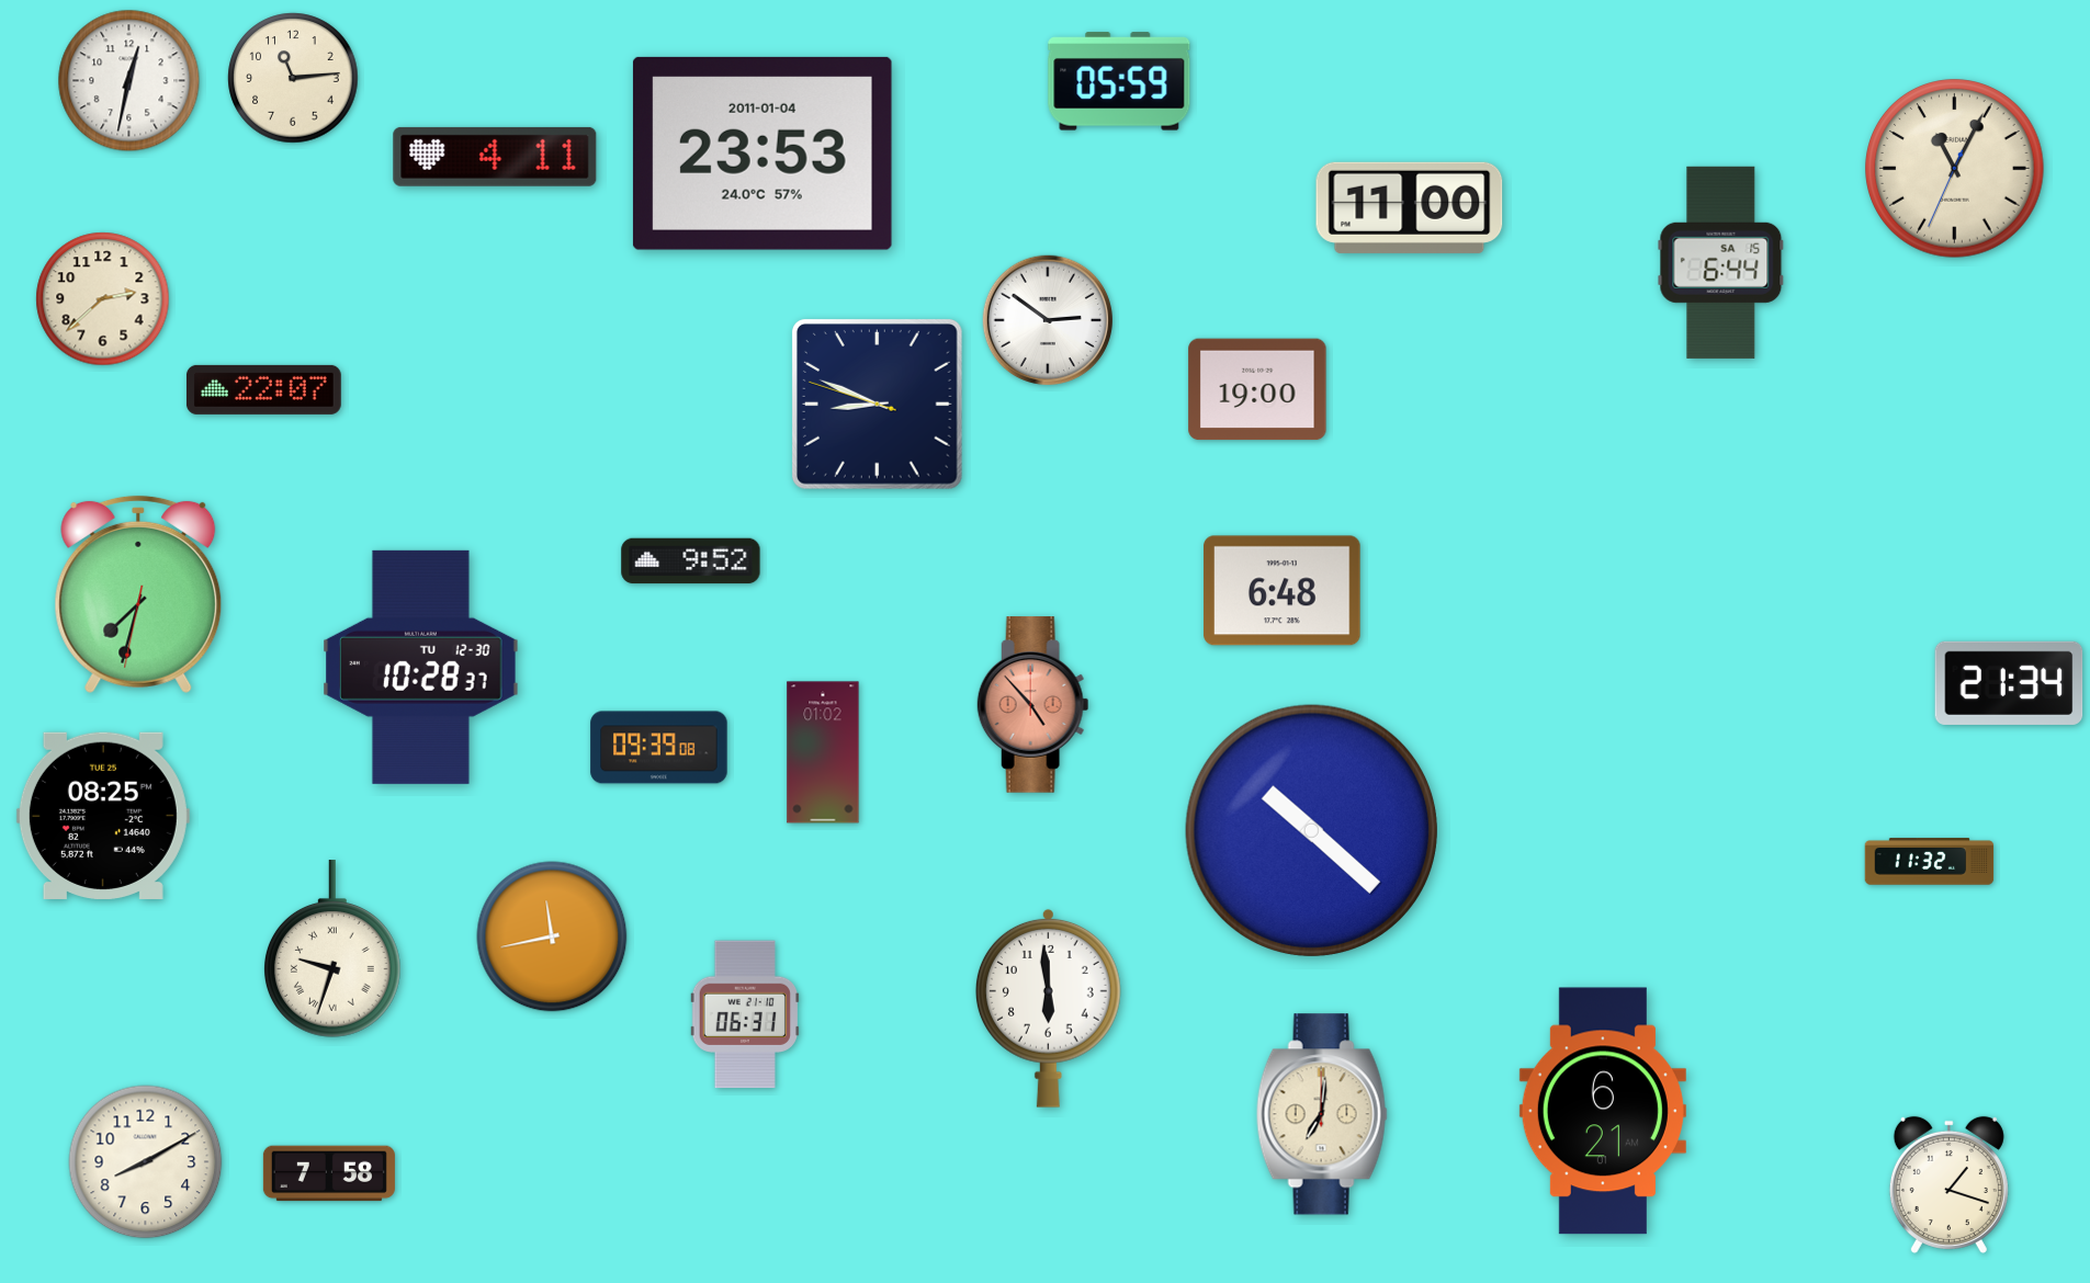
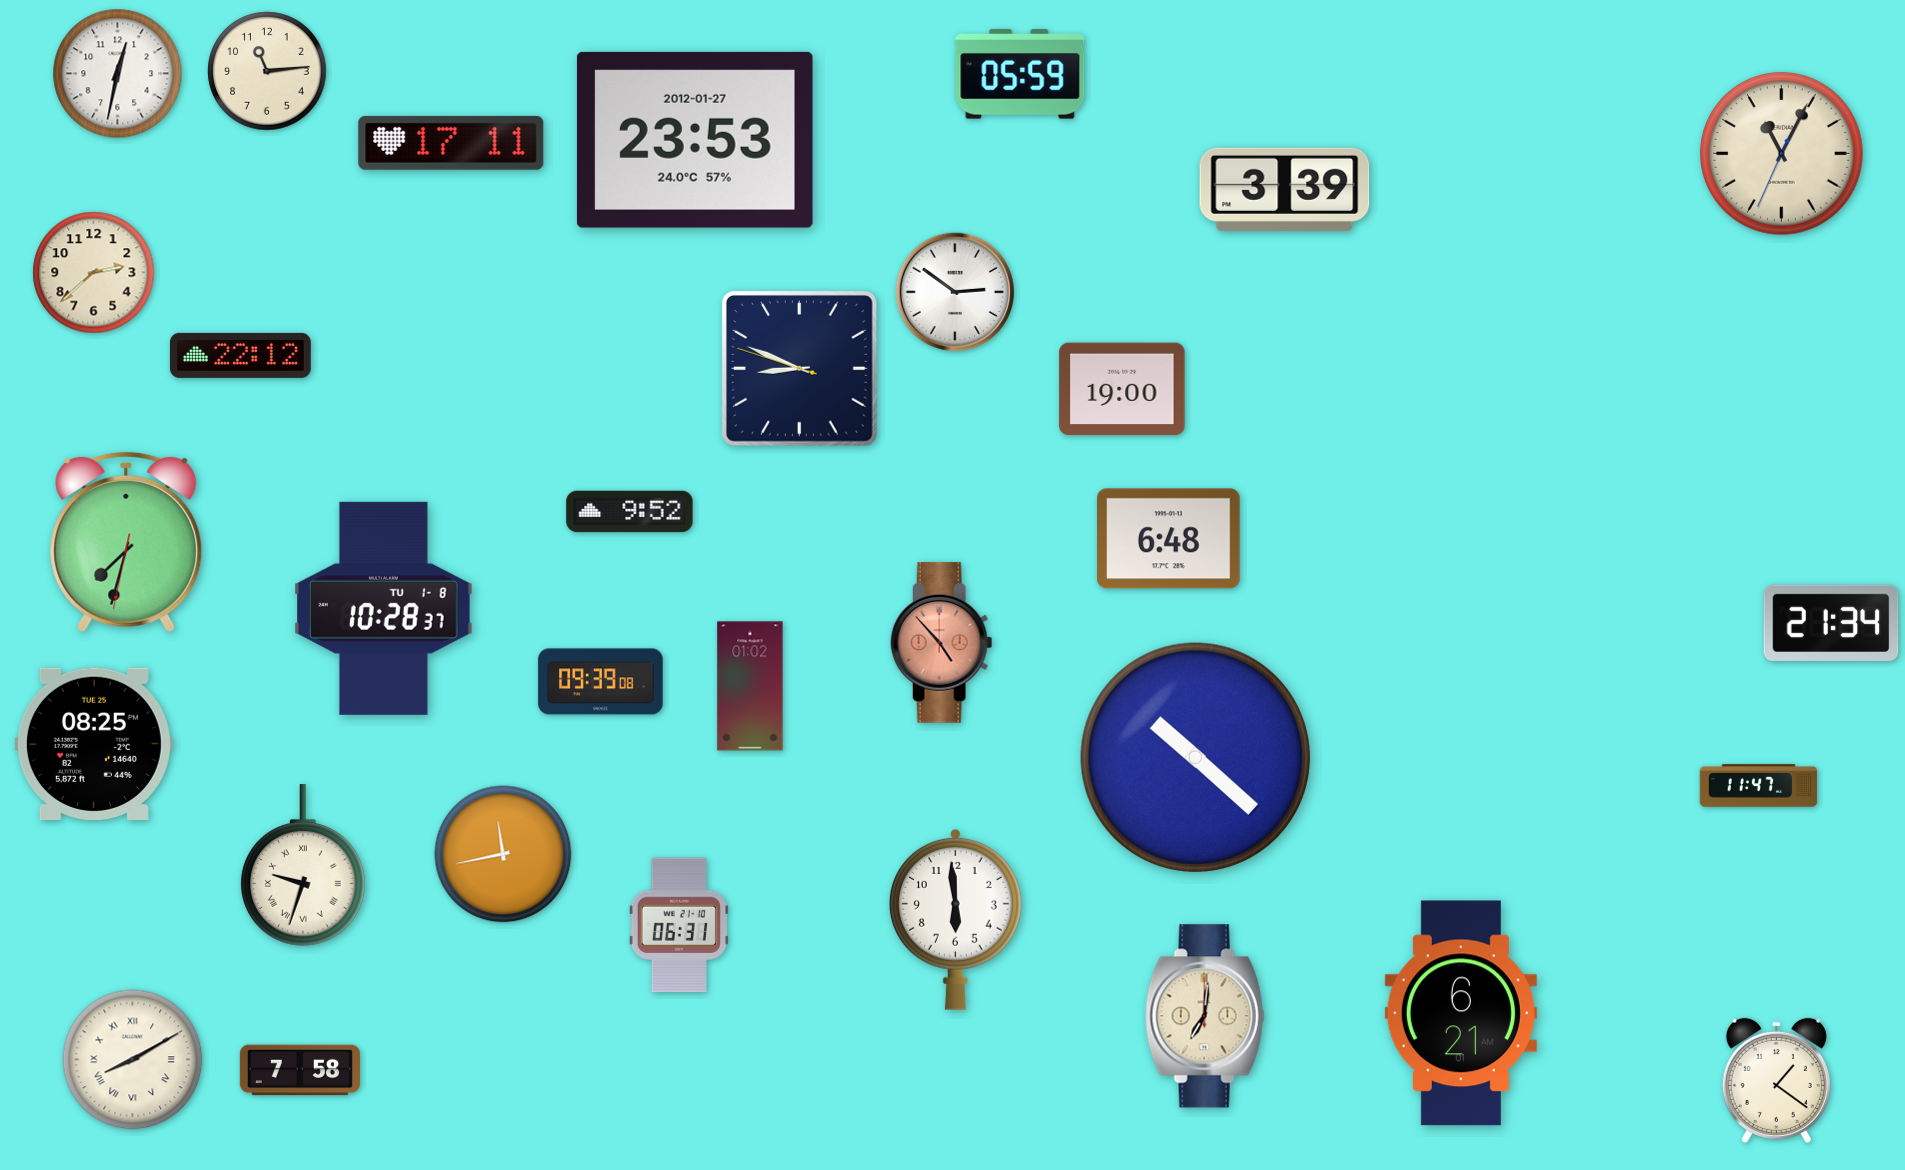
clock at (762, 154) date: 2011-01-04 -> 2012-01-27
clock at (495, 157): 4:11 -> 17:11
clock at (1410, 207): 11:00 -> 3:39
clock at (1721, 262): 6:44 -> none
clock at (263, 389): 22:07 -> 22:12
clock at (1257, 389) position: (1257, 389) -> (1122, 389)
clock at (421, 667) date: TU 12-30 -> TU 1-8
clock at (1930, 862): 11:32 -> 11:47
clock at (146, 1162) numerals: Arabic -> Roman
clock at (1948, 1184): 1:18 -> 1:21
